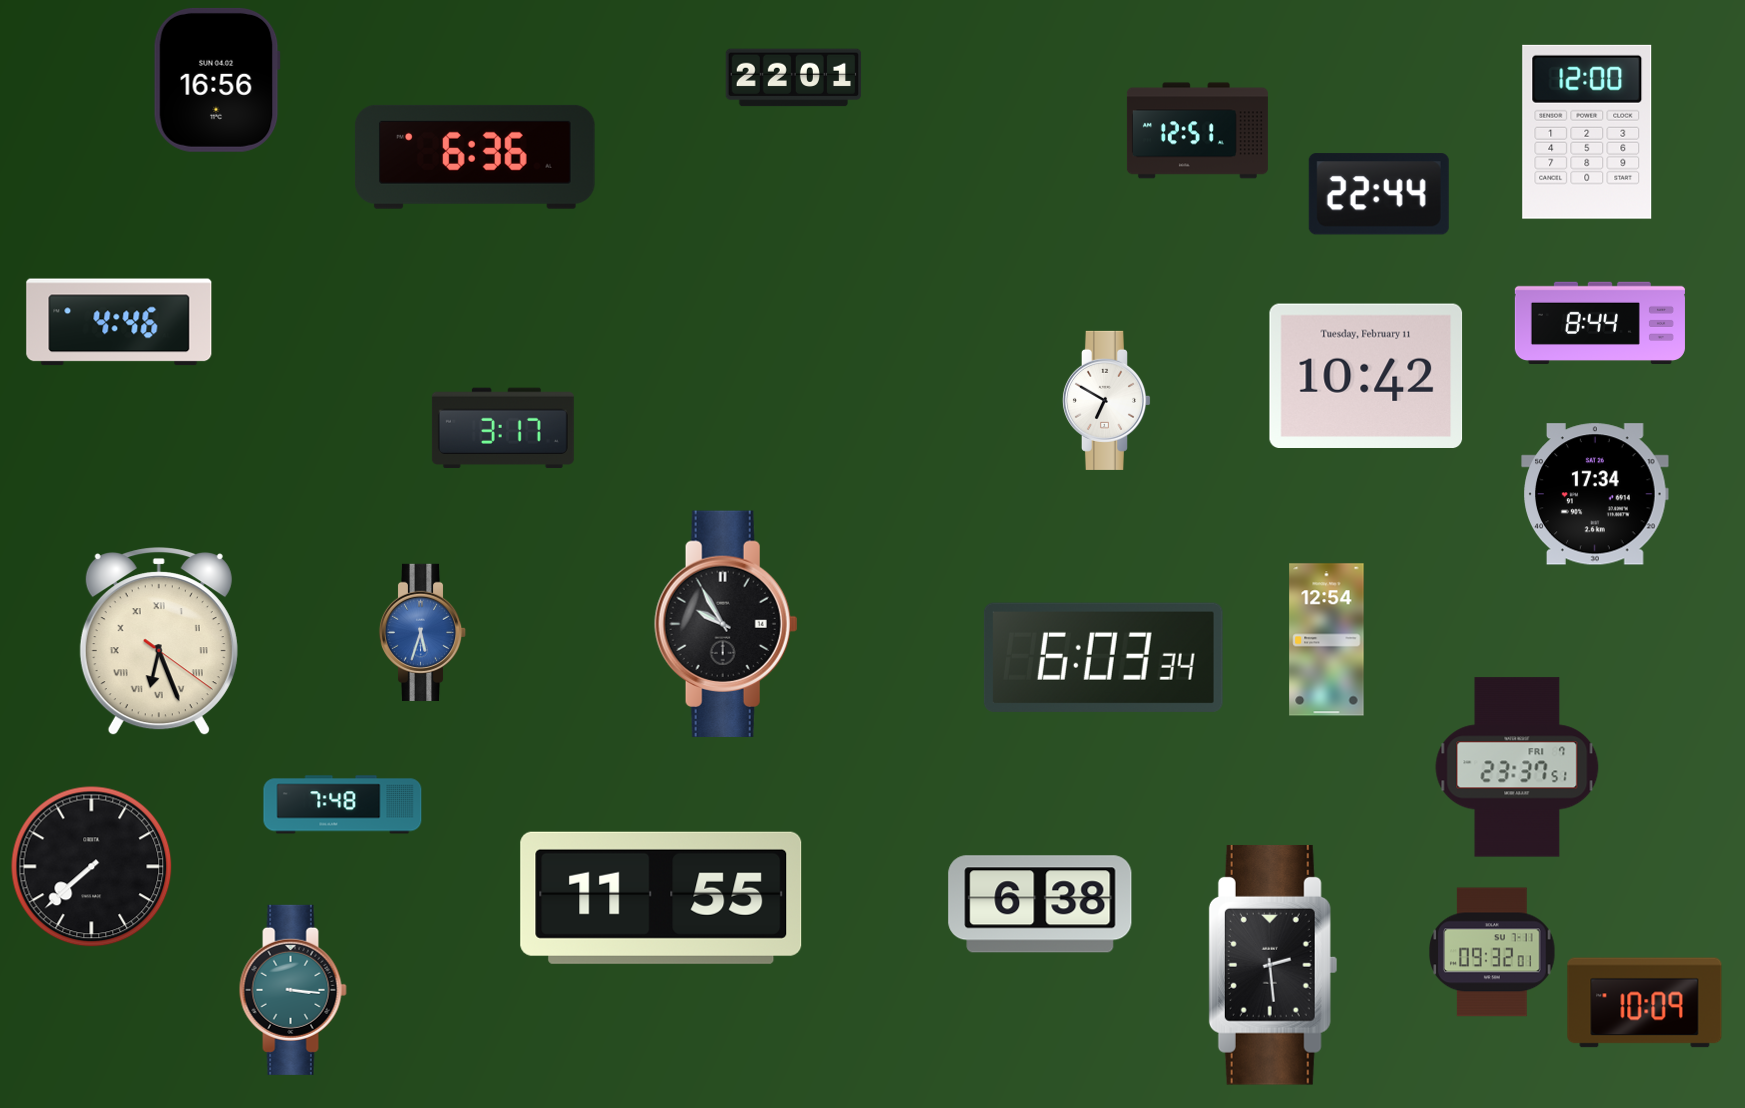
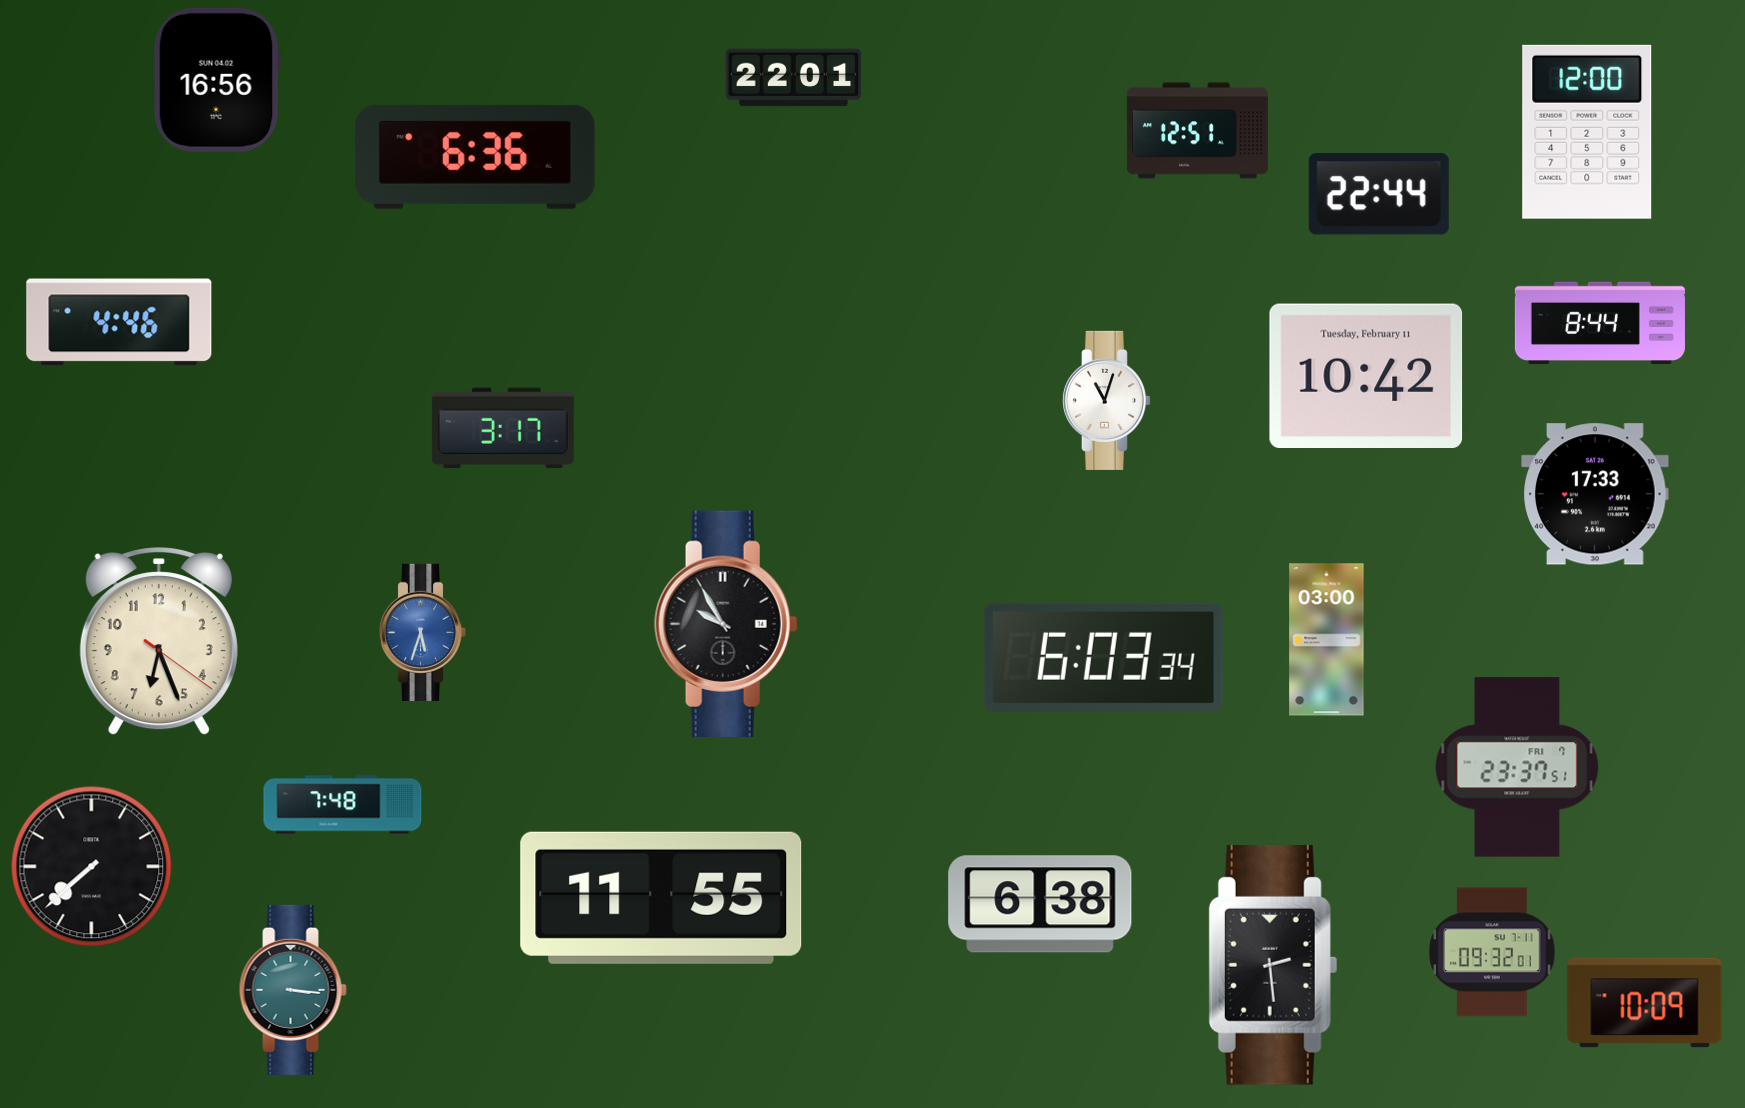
clock at (1106, 400): 6:50 -> 11:03
clock at (1595, 494): 17:34 -> 17:33
clock at (1327, 640): 12:54 -> 03:00
clock at (159, 642) numerals: Roman -> Arabic
